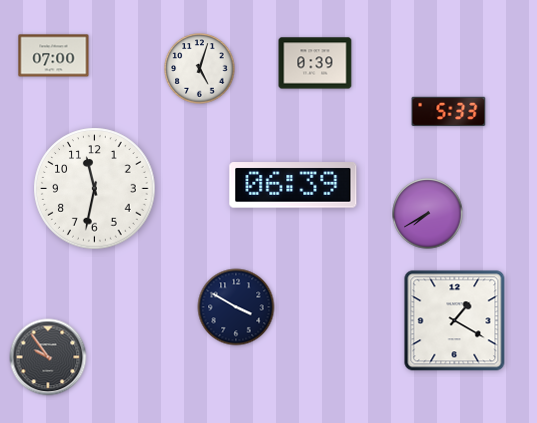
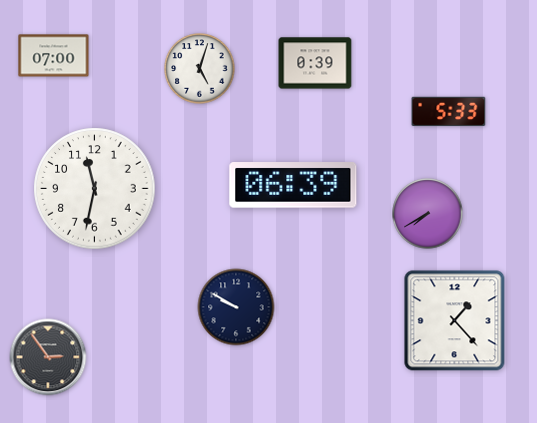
clock at (236, 307): 3:50 -> 9:50
clock at (455, 321): 1:20 -> 1:23
clock at (48, 357): 9:54 -> 2:54
